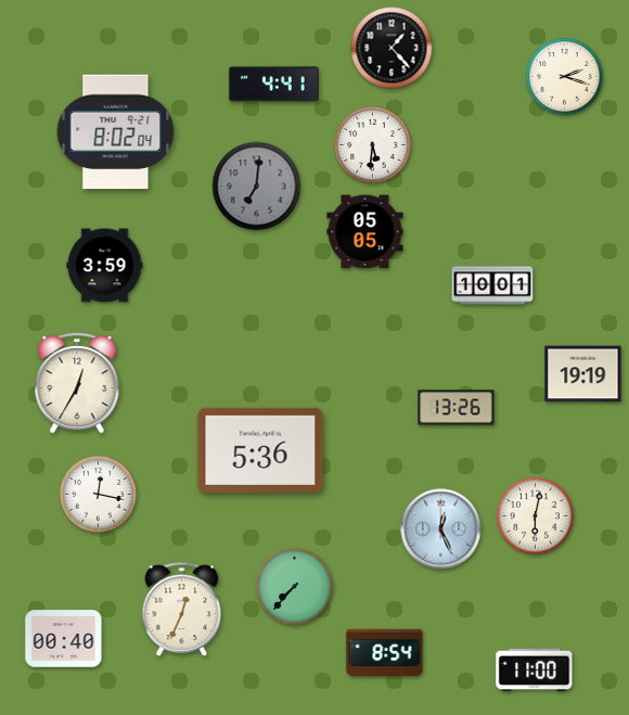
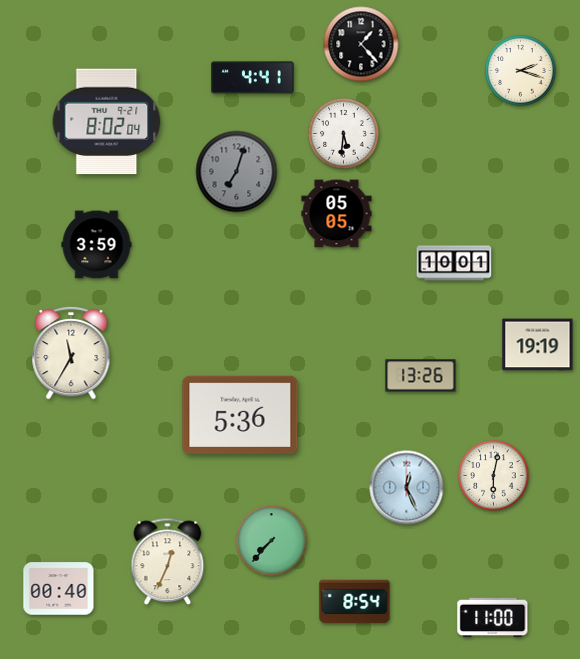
clock at (257, 187): 7:01 -> 7:03
clock at (77, 383): 12:35 -> 11:35
clock at (99, 495): 12:17 -> none
